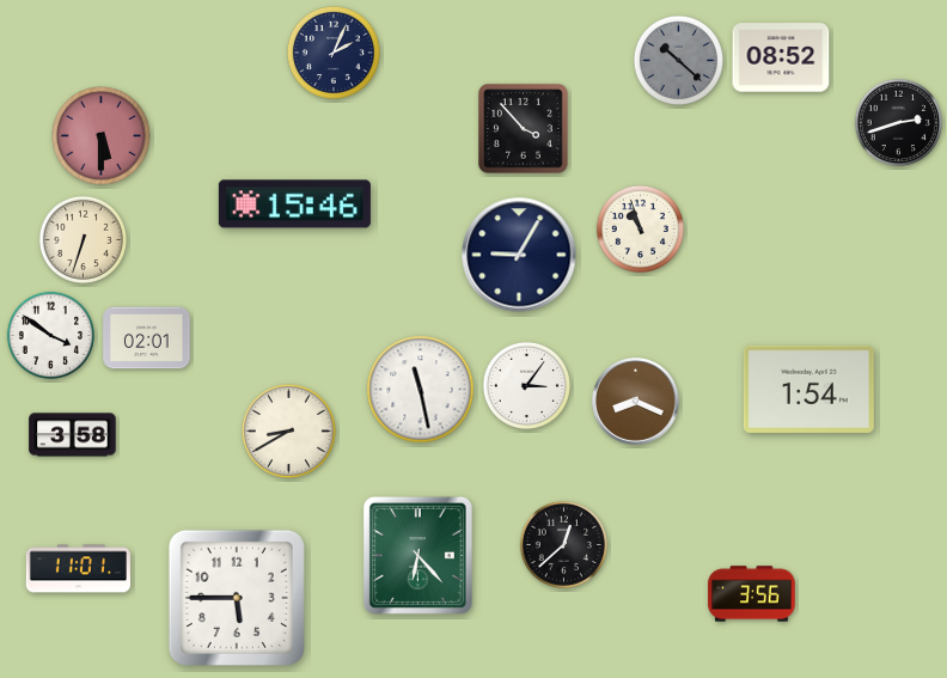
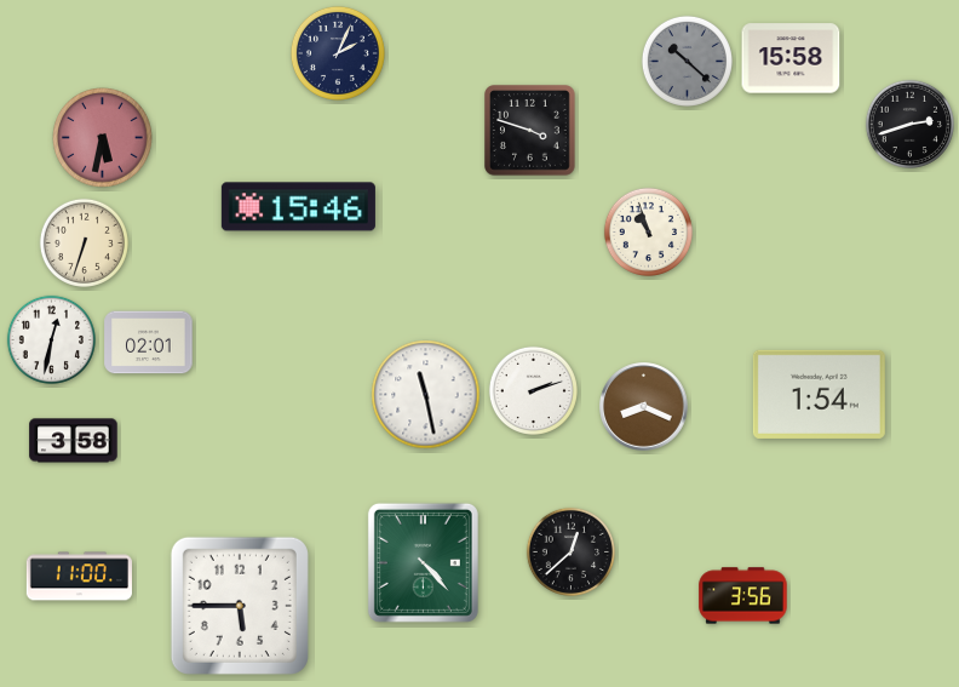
clock at (781, 57): 08:52 -> 15:58
clock at (524, 129): 3:53 -> 3:48
clock at (102, 136): 5:30 -> 5:32
clock at (519, 255): 9:05 -> none
clock at (50, 335): 3:51 -> 12:32
clock at (526, 385): 3:06 -> 2:12
clock at (288, 430): 8:40 -> none
clock at (417, 555): 6:23 -> 4:23
clock at (78, 569): 11:01 -> 11:00
clock at (752, 594) position: (752, 594) -> (743, 596)
